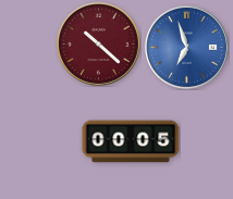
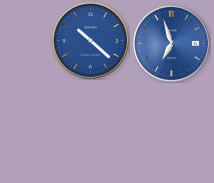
clock at (99, 45) dial: burgundy -> blue
clock at (131, 141): 00:05 -> none
